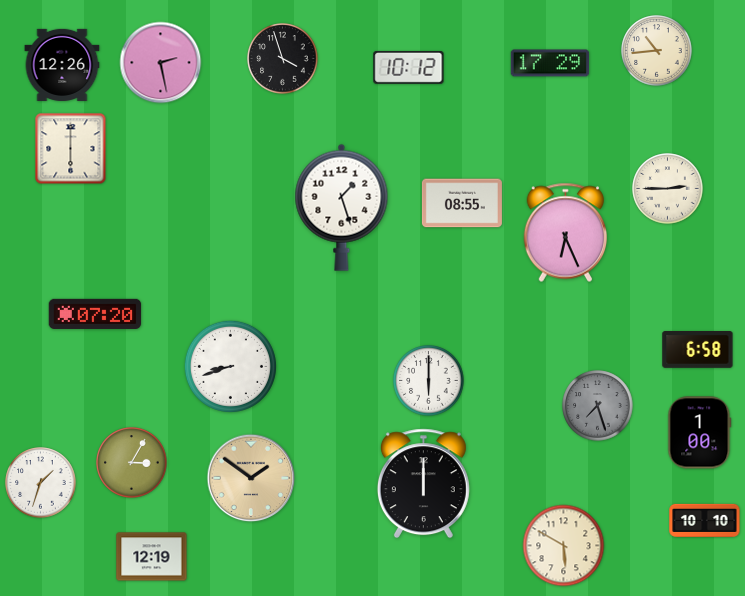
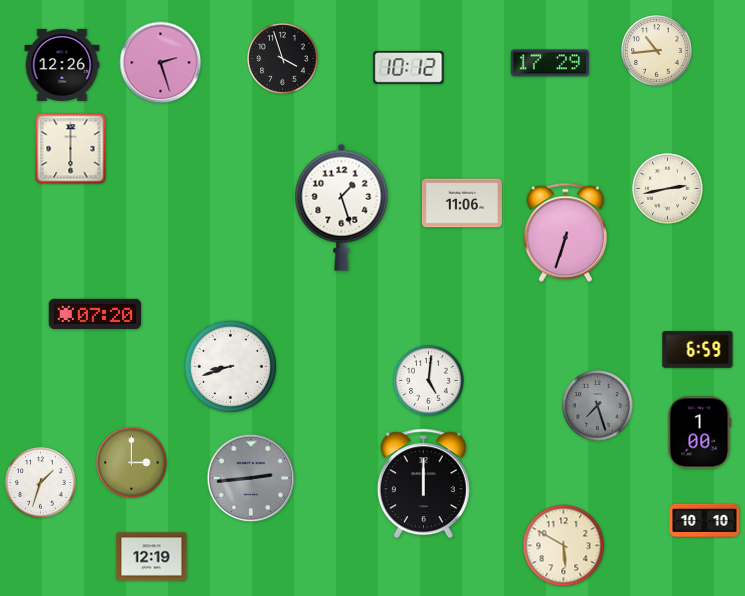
clock at (161, 63): 2:28 -> 2:27
clock at (668, 189): 2:45 -> 2:43
clock at (462, 203): 08:55 -> 11:06
clock at (565, 233): 6:26 -> 6:33
clock at (698, 350): 6:58 -> 6:59
clock at (429, 381): 6:00 -> 5:01
clock at (132, 463): 3:05 -> 3:00
clock at (251, 478): 1:51 -> 2:44
clock at (251, 478) dial: champagne -> grey
